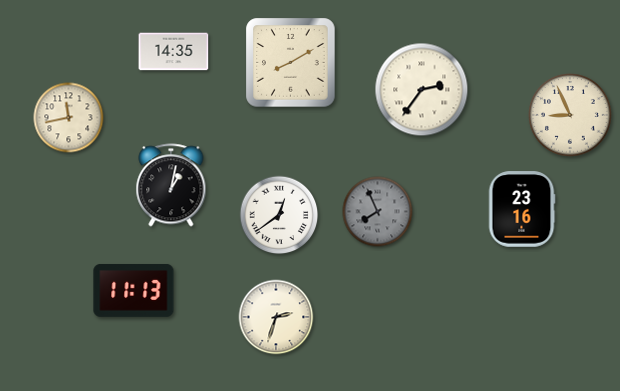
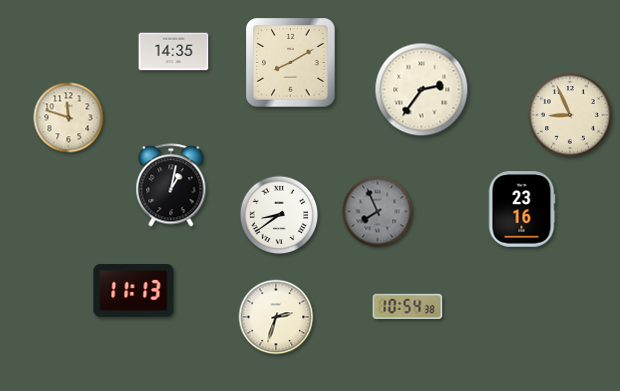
clock at (69, 118): 11:43 -> 11:48
clock at (279, 215): 12:39 -> 8:39
clock at (408, 307): none -> 10:54
